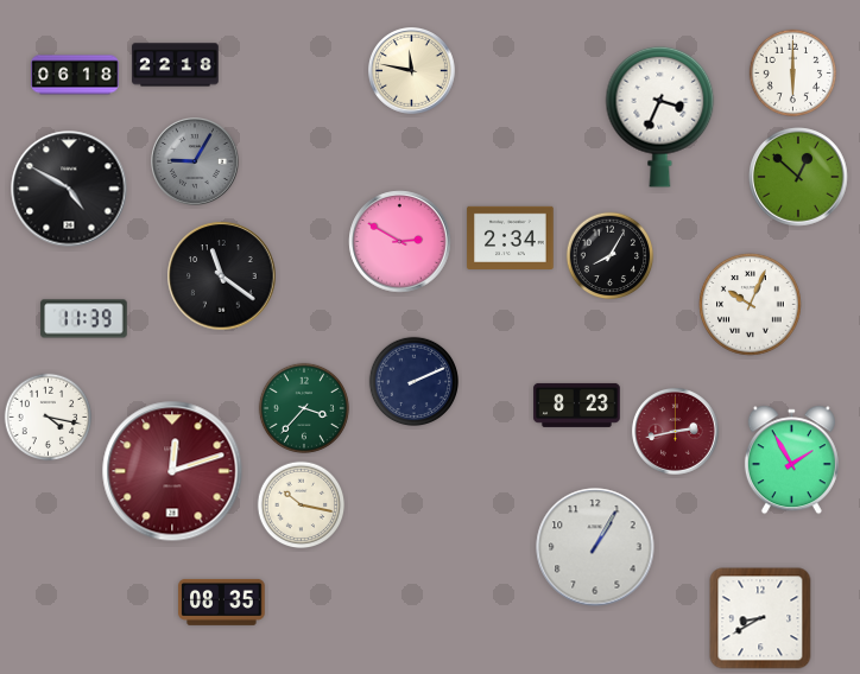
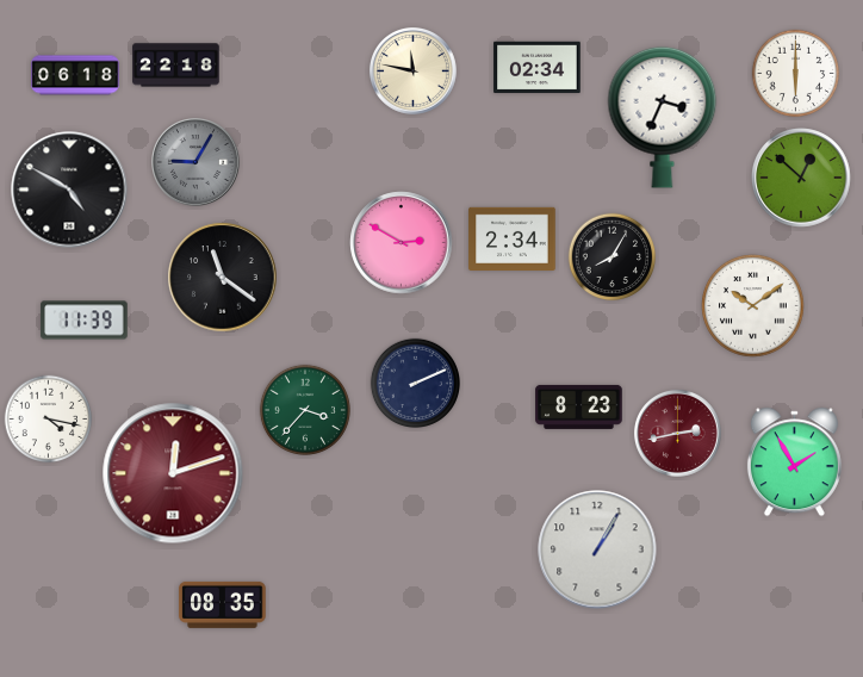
clock at (538, 68): none -> 02:34
clock at (751, 305): 10:04 -> 10:09
clock at (302, 506): 10:17 -> none
clock at (760, 618): 8:40 -> none
